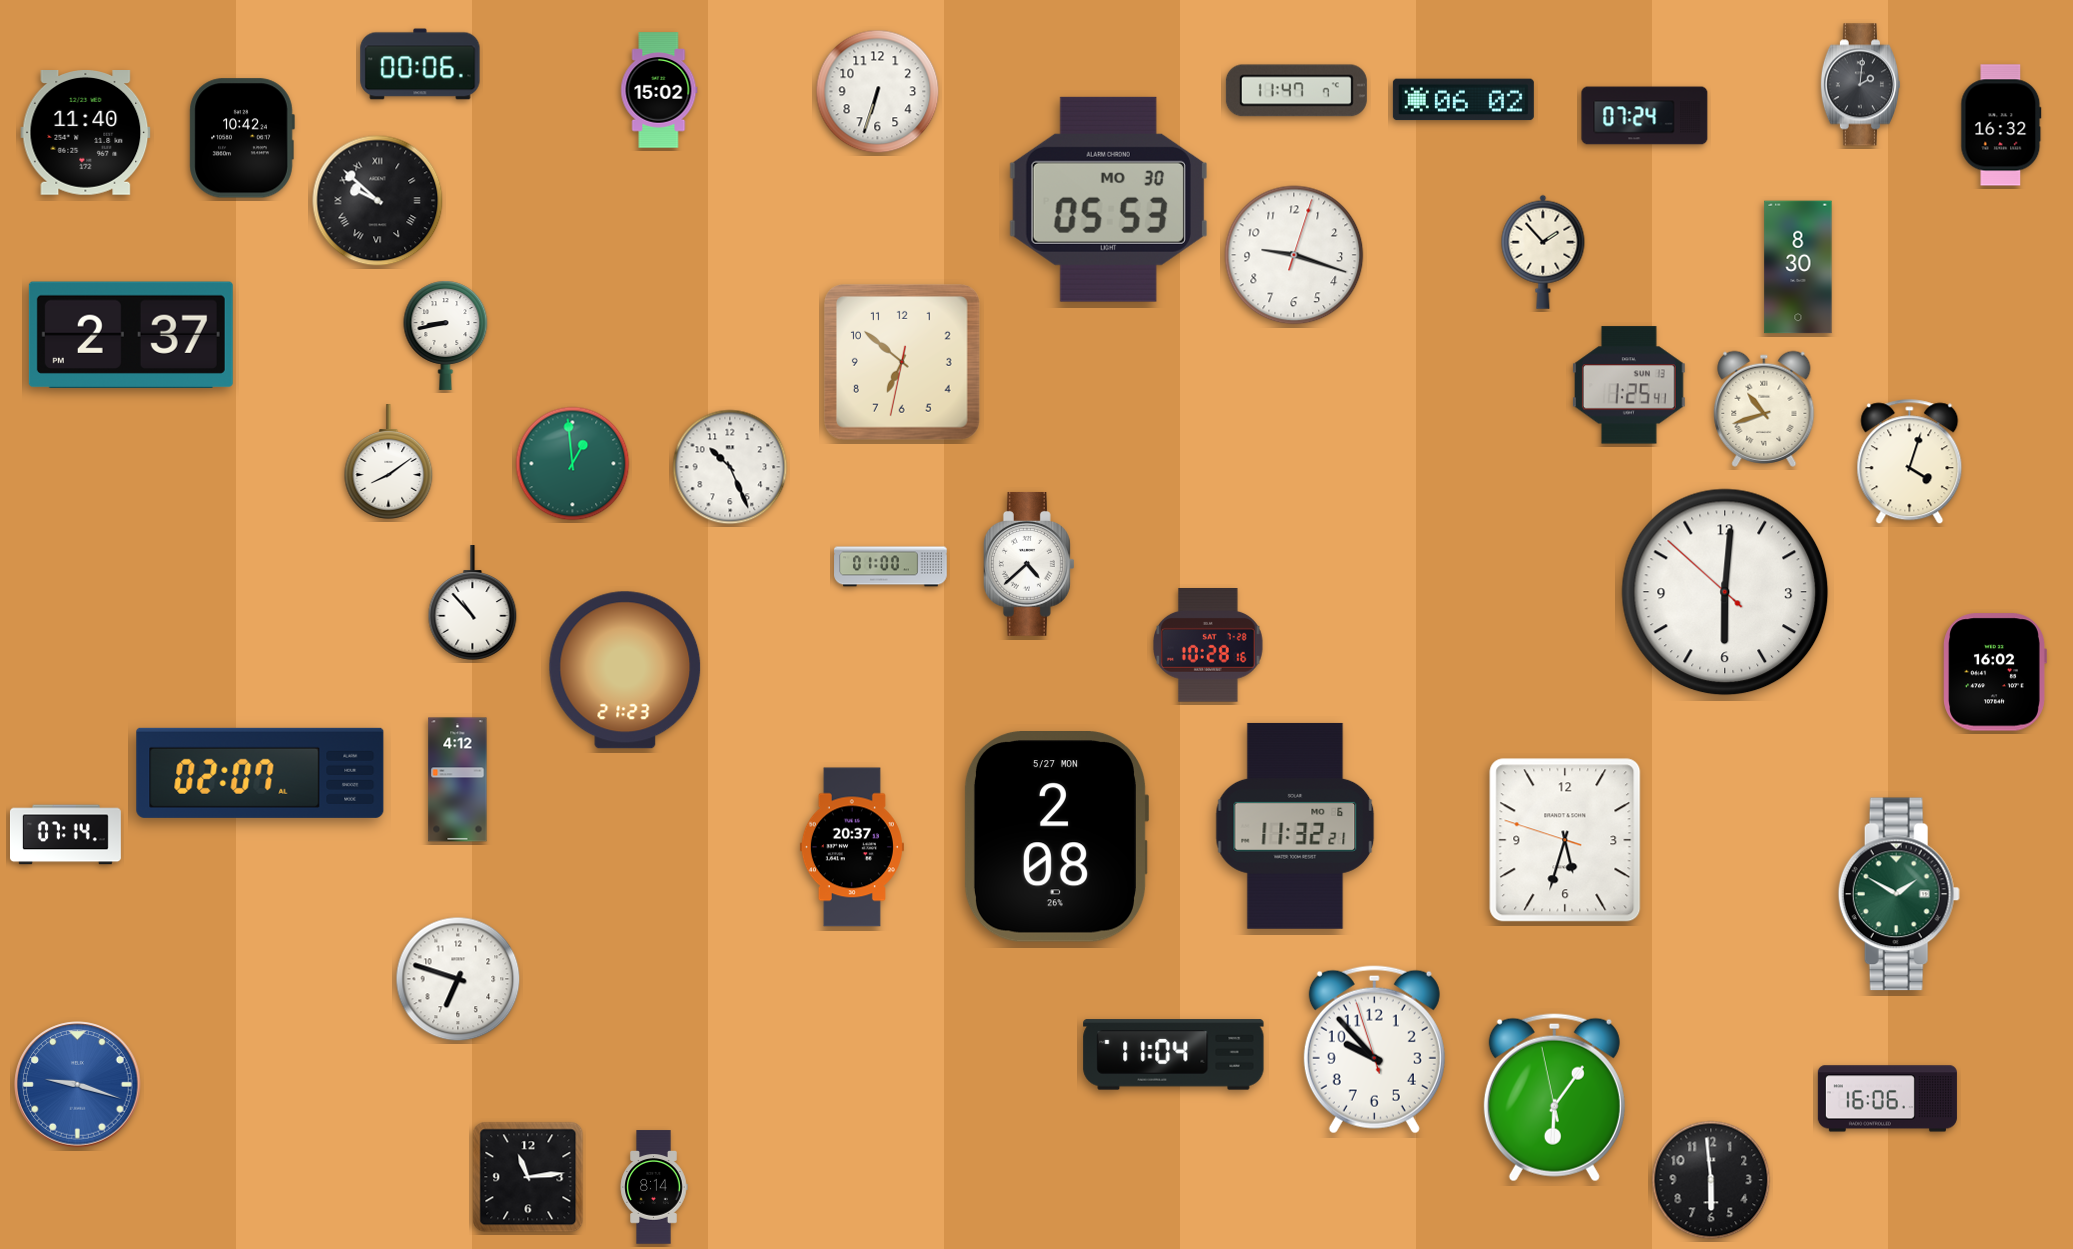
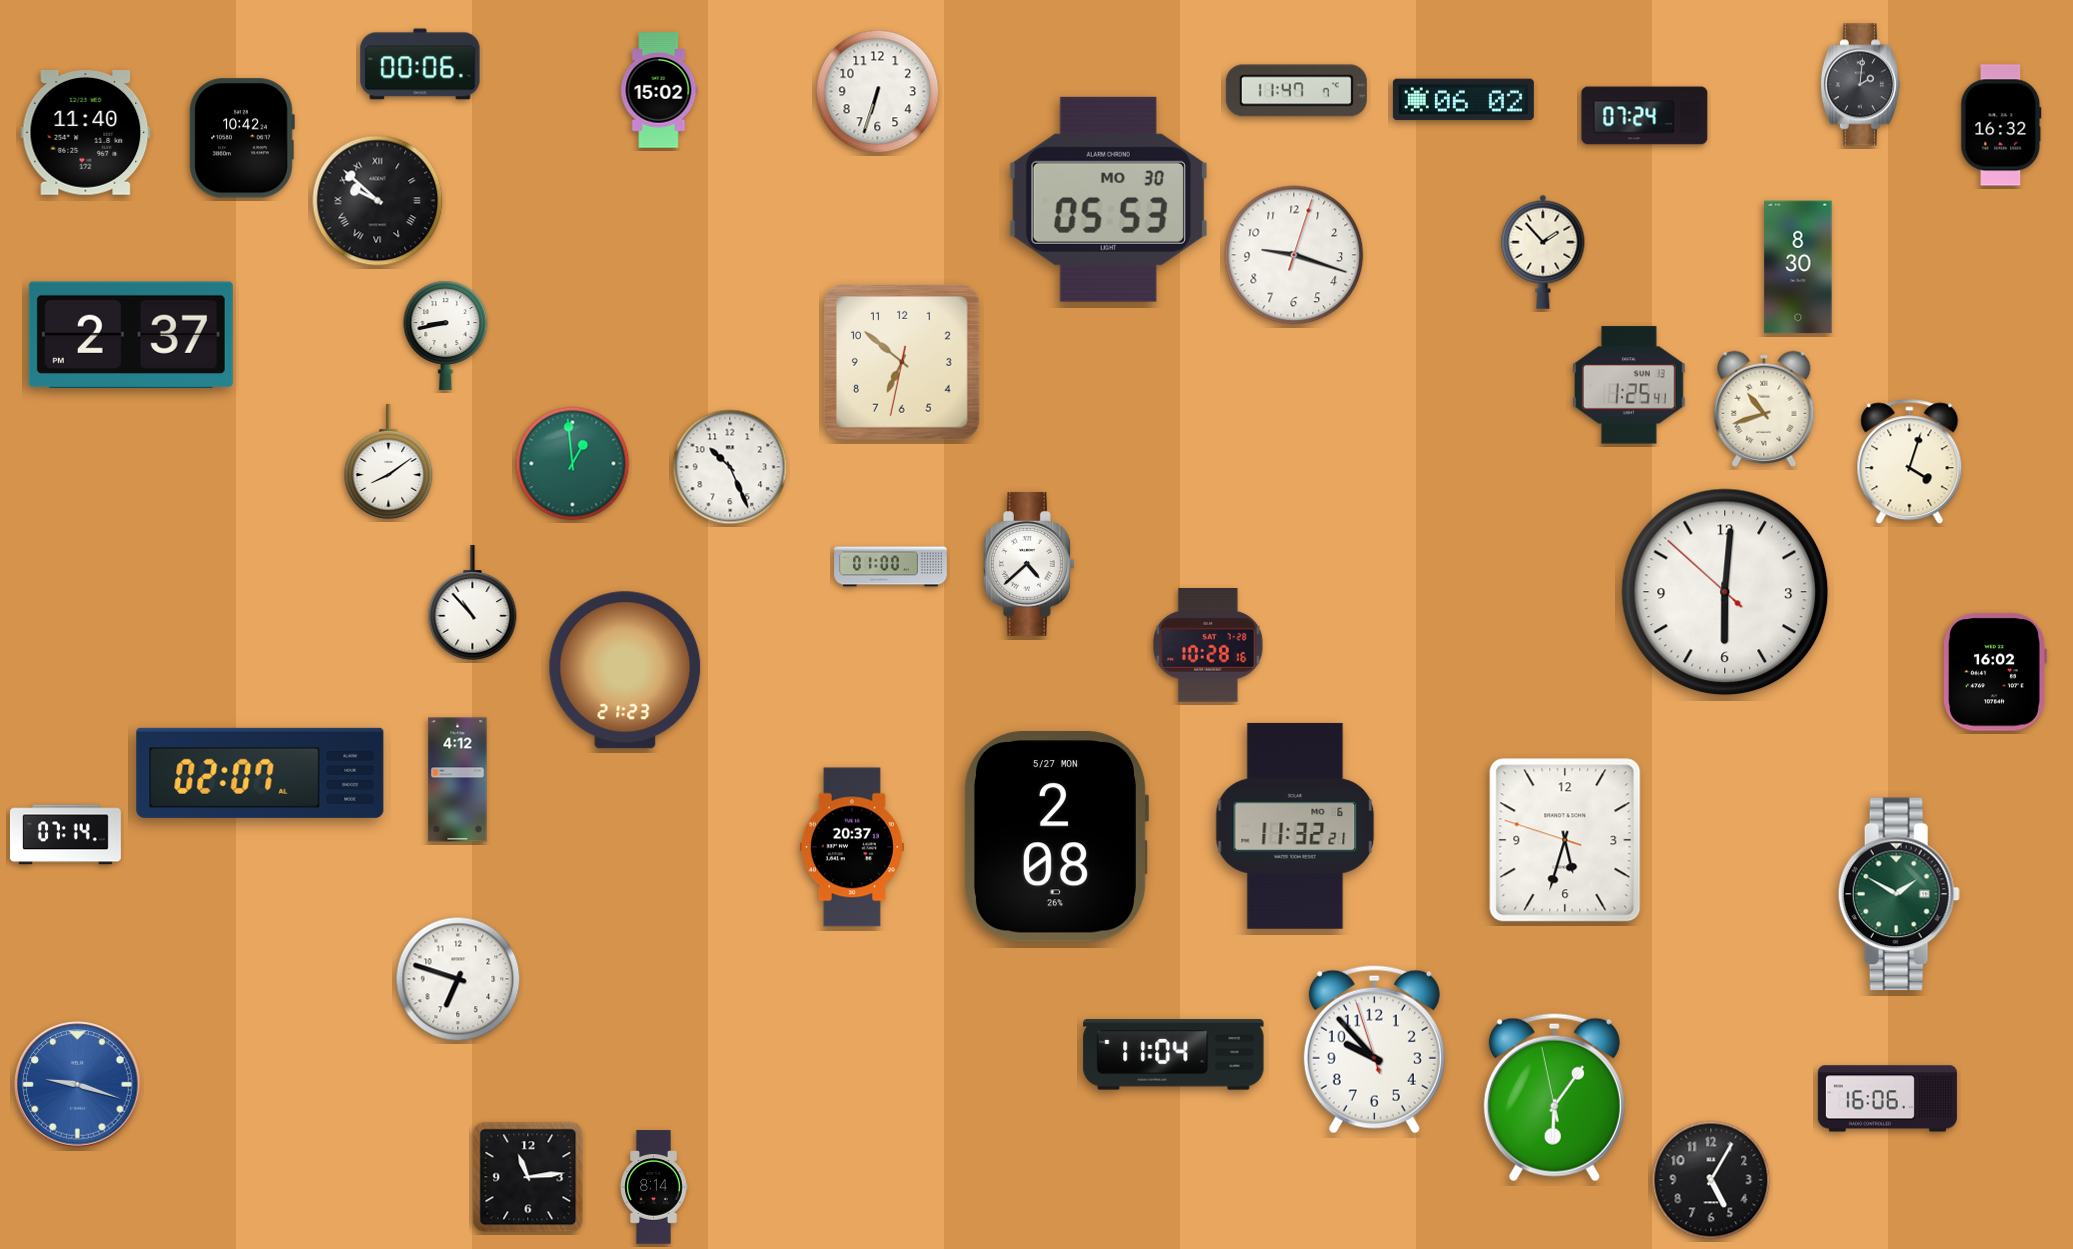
clock at (1711, 1180): 5:59 -> 5:05
